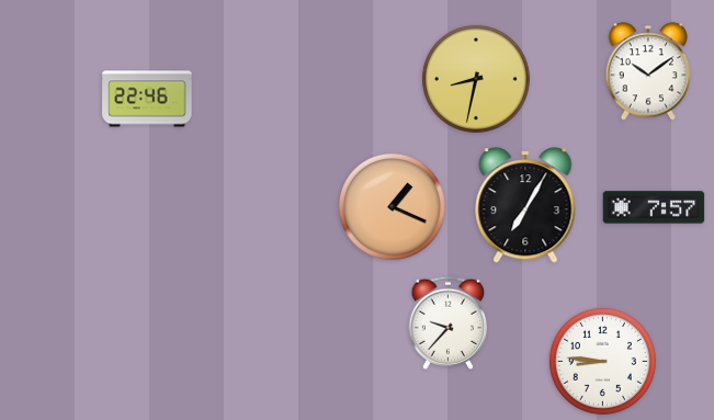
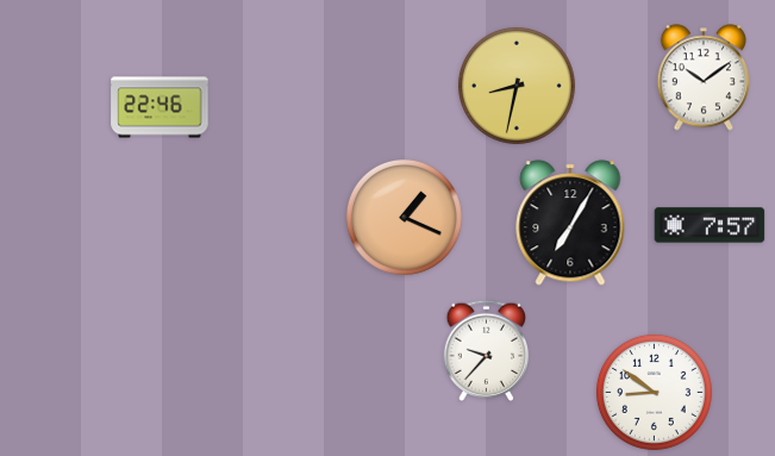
clock at (392, 206) position: (392, 206) -> (404, 217)
clock at (602, 361): 8:46 -> 8:51
